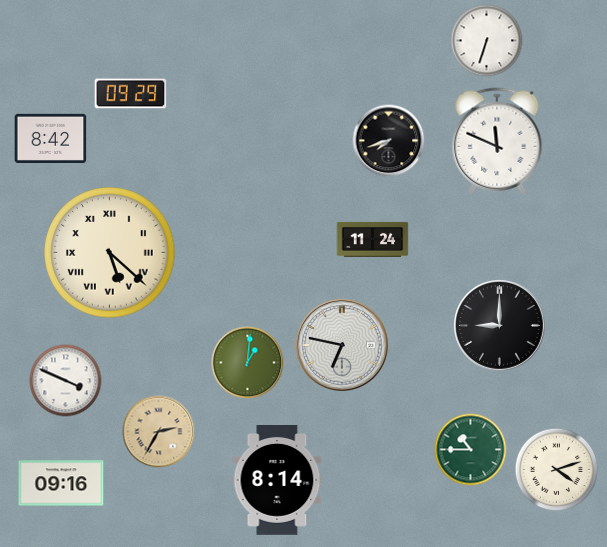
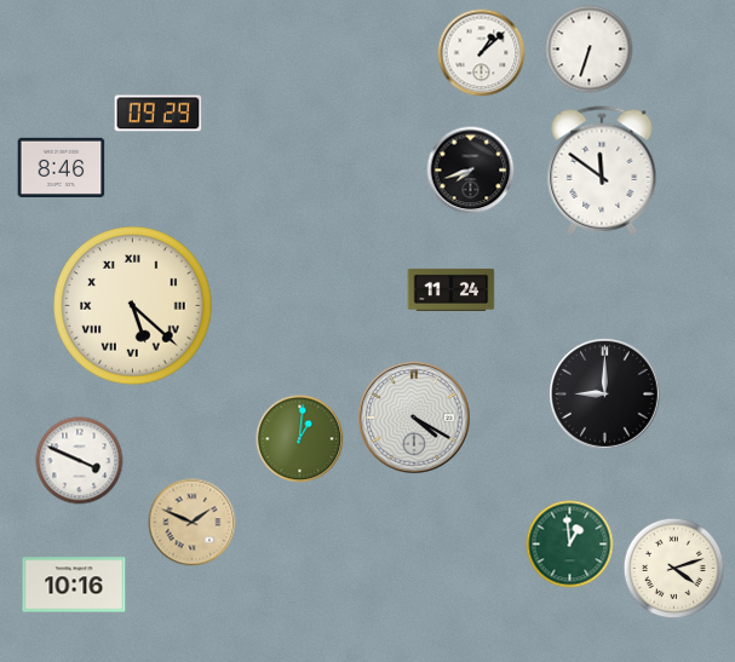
clock at (482, 53): none -> 1:08
clock at (51, 138): 8:42 -> 8:46
clock at (497, 141): 11:49 -> 11:51
clock at (343, 346): 6:47 -> 4:20
clock at (159, 432): 2:35 -> 1:49
clock at (471, 450): 10:45 -> 12:59
clock at (277, 480): 8:14 -> none
clock at (61, 483): 09:16 -> 10:16
